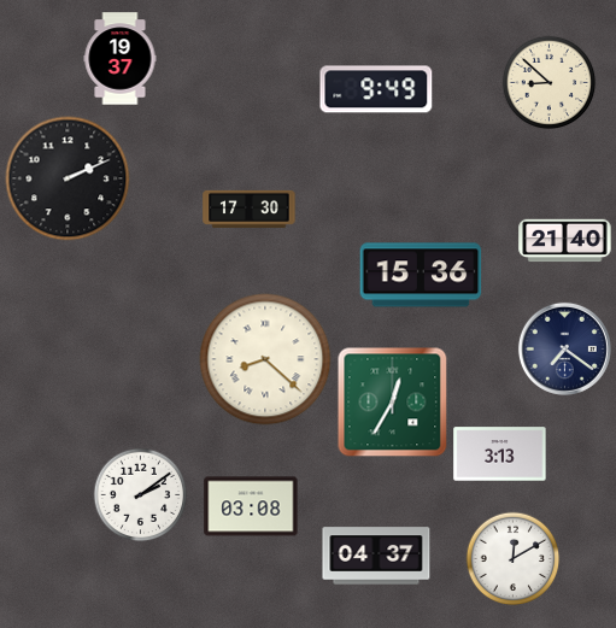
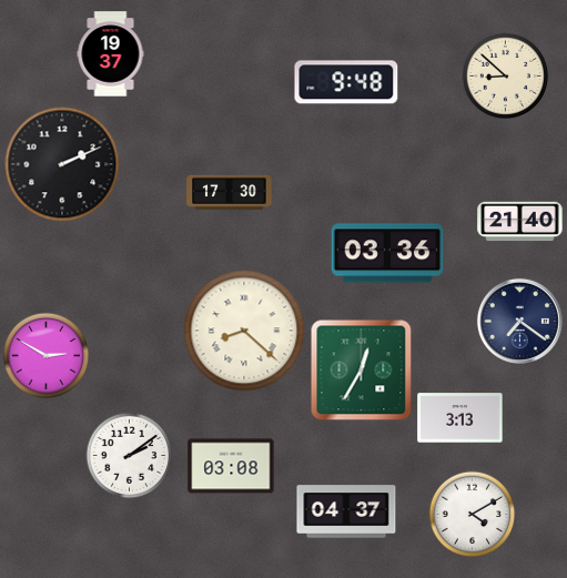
clock at (376, 89): 9:49 -> 9:48
clock at (421, 275): 15:36 -> 03:36
clock at (45, 355): none -> 2:50
clock at (512, 558): 12:10 -> 4:10
